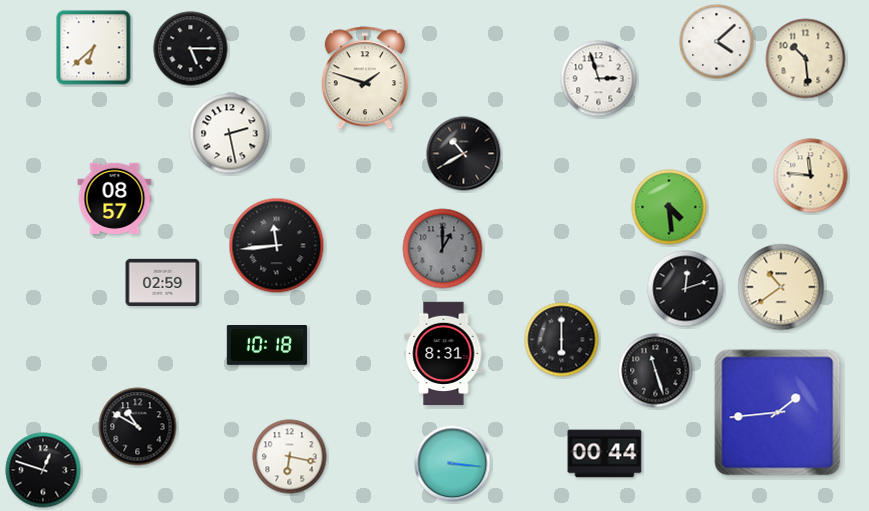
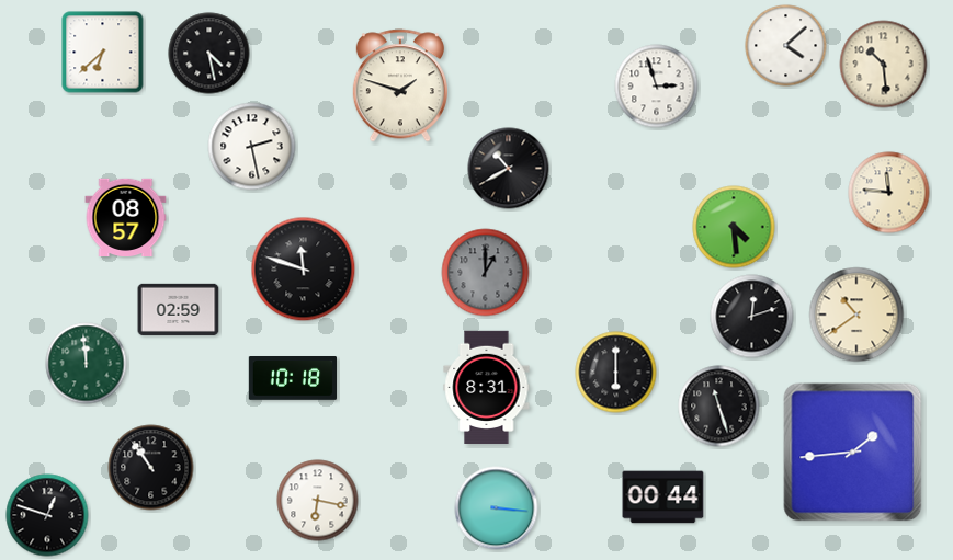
clock at (191, 49): 5:15 -> 4:28
clock at (277, 246): 11:44 -> 11:48
clock at (87, 364): none -> 11:59
clock at (138, 427): 10:50 -> 10:54
